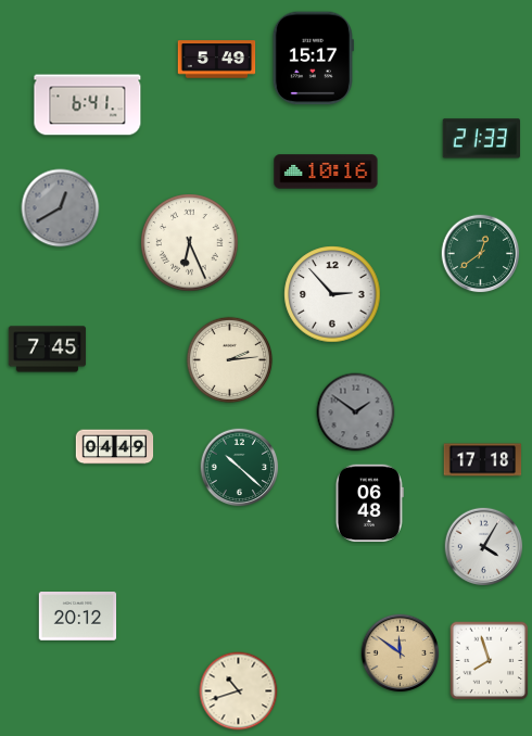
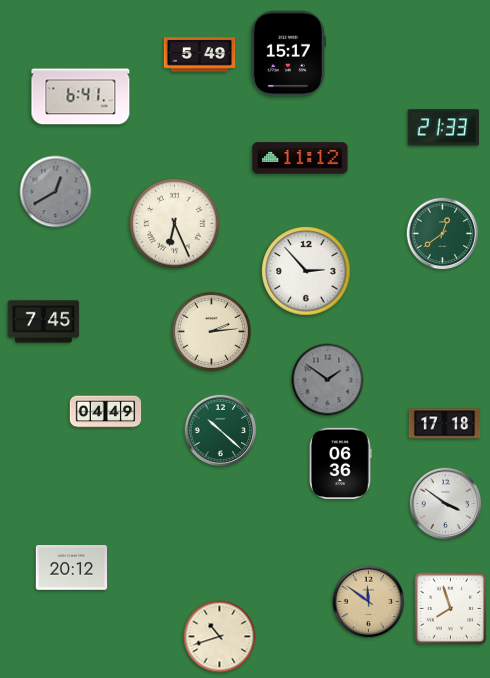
clock at (326, 172): 10:16 -> 11:12
clock at (369, 504): 06:48 -> 06:36
clock at (484, 547): 4:05 -> 3:51
